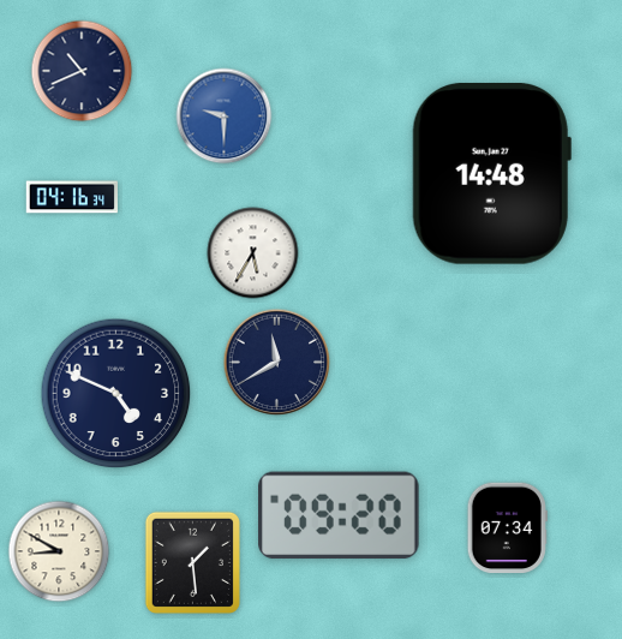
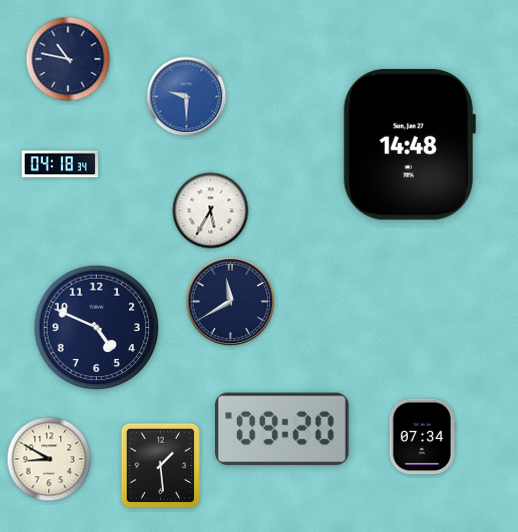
clock at (82, 71): 10:41 -> 10:47
clock at (71, 197): 04:16 -> 04:18
clock at (507, 528) position: (507, 528) -> (422, 437)
clock at (192, 562) position: (192, 562) -> (160, 465)
